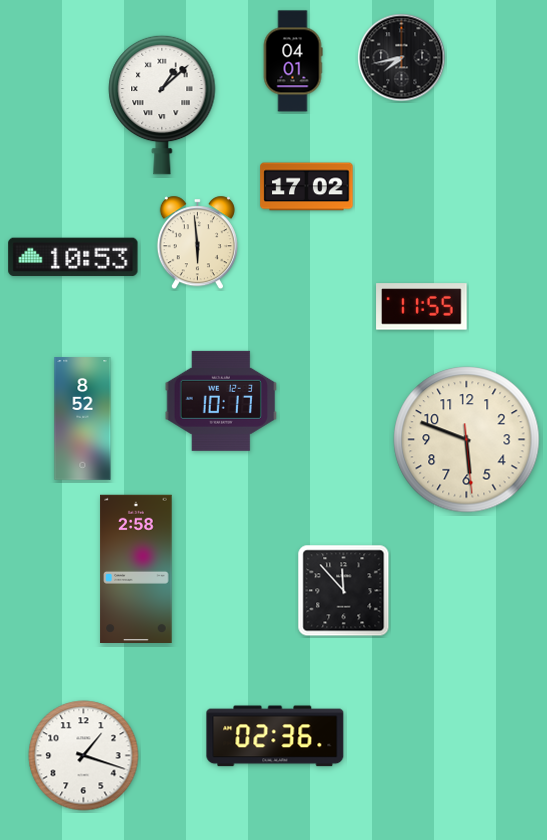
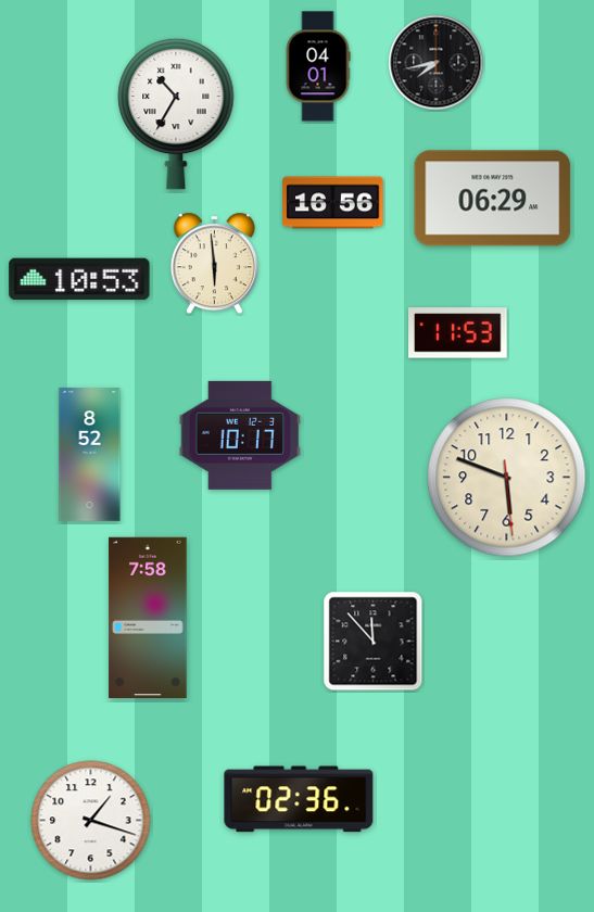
clock at (162, 105): 1:08 -> 10:35
clock at (493, 199): none -> 06:29
clock at (307, 187): 17:02 -> 16:56
clock at (422, 307): 11:55 -> 11:53
clock at (136, 568): 2:58 -> 7:58
